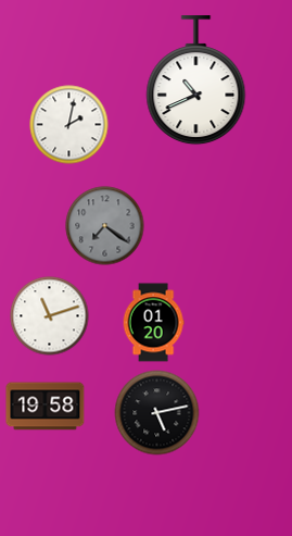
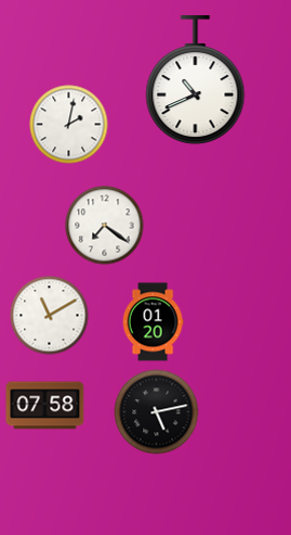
clock at (105, 226) dial: grey -> white
clock at (50, 316): 11:12 -> 11:10
clock at (46, 407): 19:58 -> 07:58
